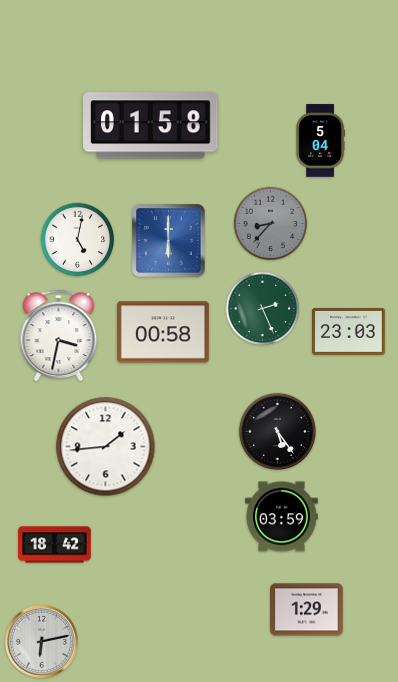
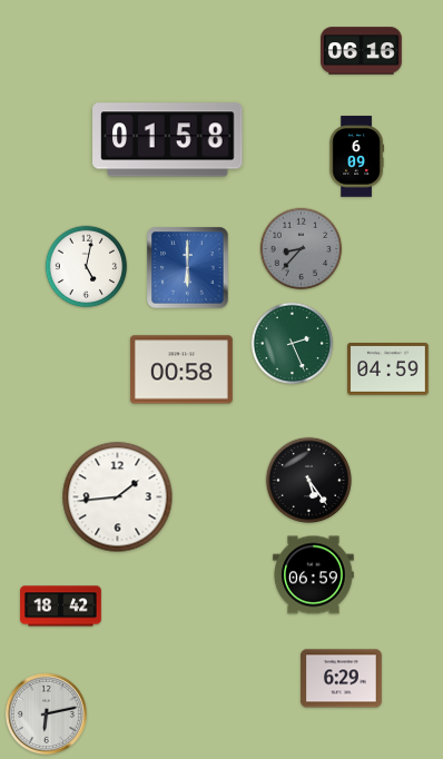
clock at (362, 51): none -> 06:16
clock at (320, 141): 5:04 -> 6:09
clock at (349, 332): 23:03 -> 04:59
clock at (59, 336): 3:32 -> none
clock at (282, 517): 03:59 -> 06:59
clock at (307, 610): 1:29 -> 6:29
